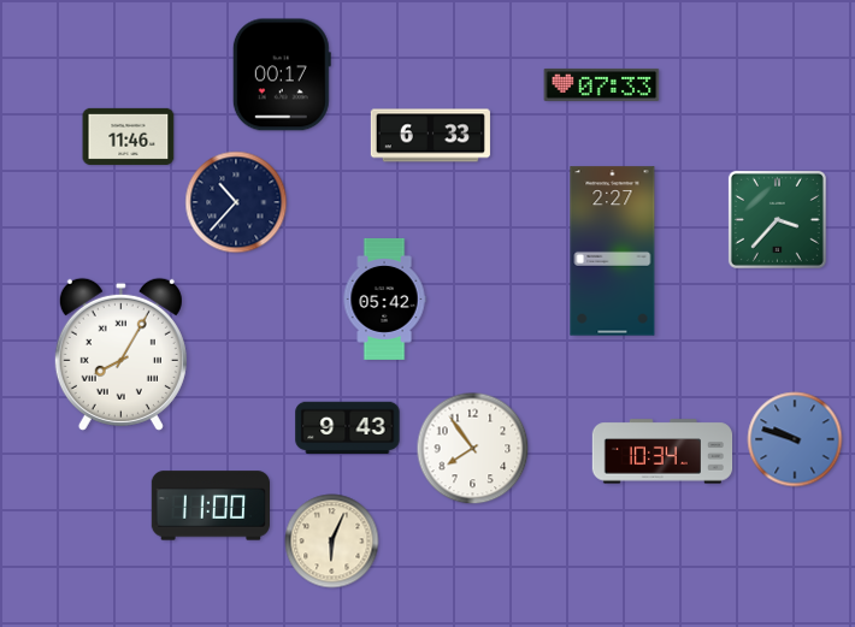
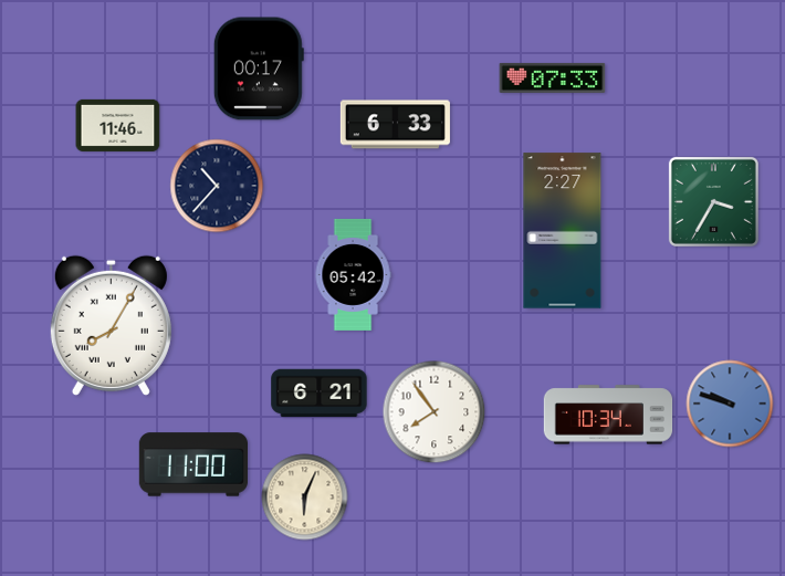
clock at (777, 219): 3:37 -> 3:35
clock at (348, 428): 9:43 -> 6:21
